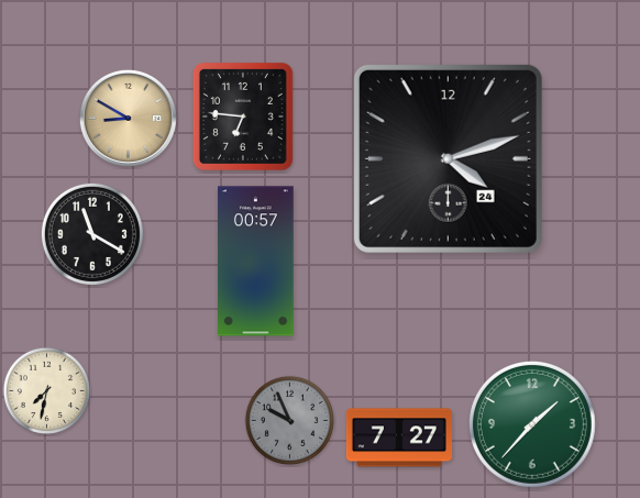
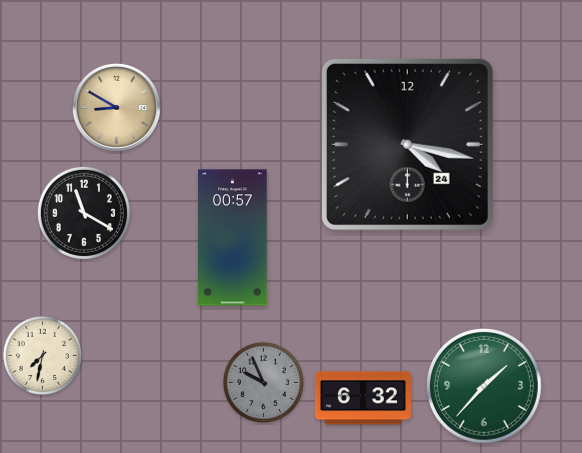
clock at (243, 117): 6:46 -> none
clock at (448, 158): 4:12 -> 4:17
clock at (399, 438): 7:27 -> 6:32
